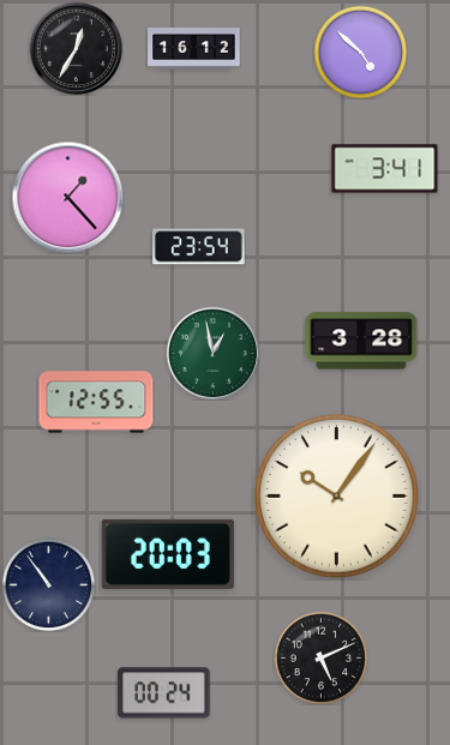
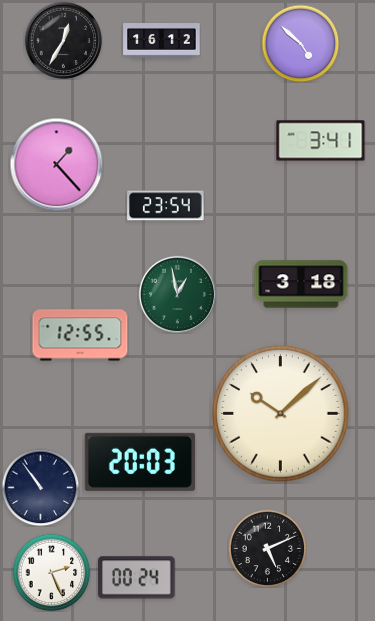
clock at (361, 341): 3:28 -> 3:18
clock at (337, 497): 10:06 -> 10:08
clock at (51, 572): none -> 2:26
